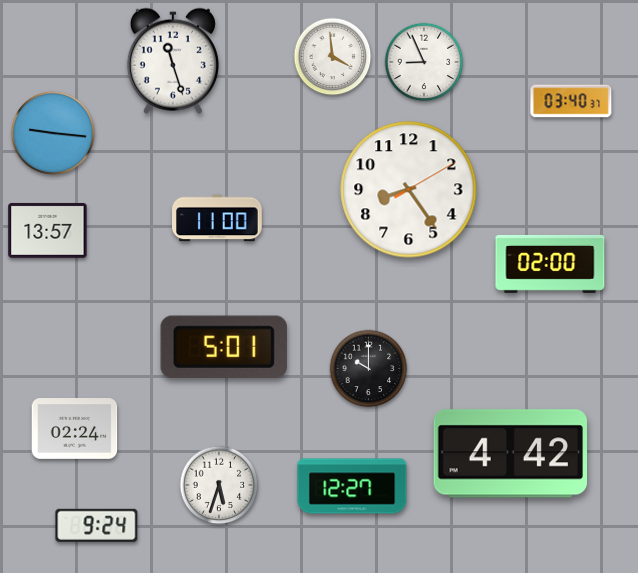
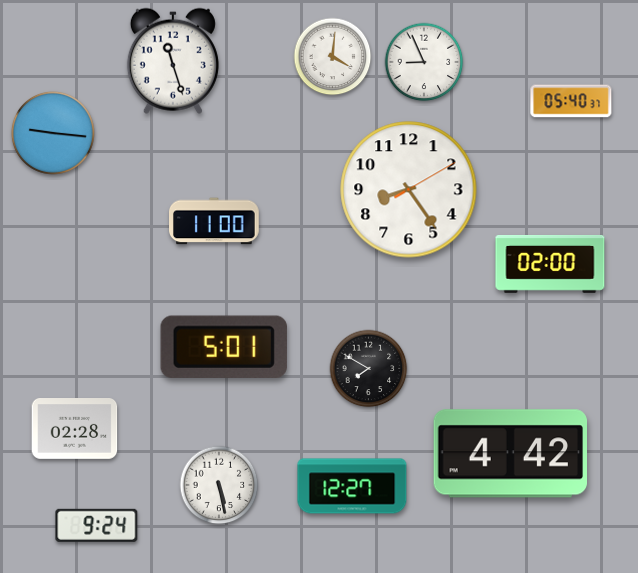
clock at (333, 57): 3:59 -> 4:01
clock at (571, 101): 03:40 -> 05:40
clock at (218, 218) position: (218, 218) -> (215, 221)
clock at (48, 230): 13:57 -> none
clock at (369, 369): 10:00 -> 7:50
clock at (75, 429): 02:24 -> 02:28
clock at (219, 485): 5:33 -> 5:28
